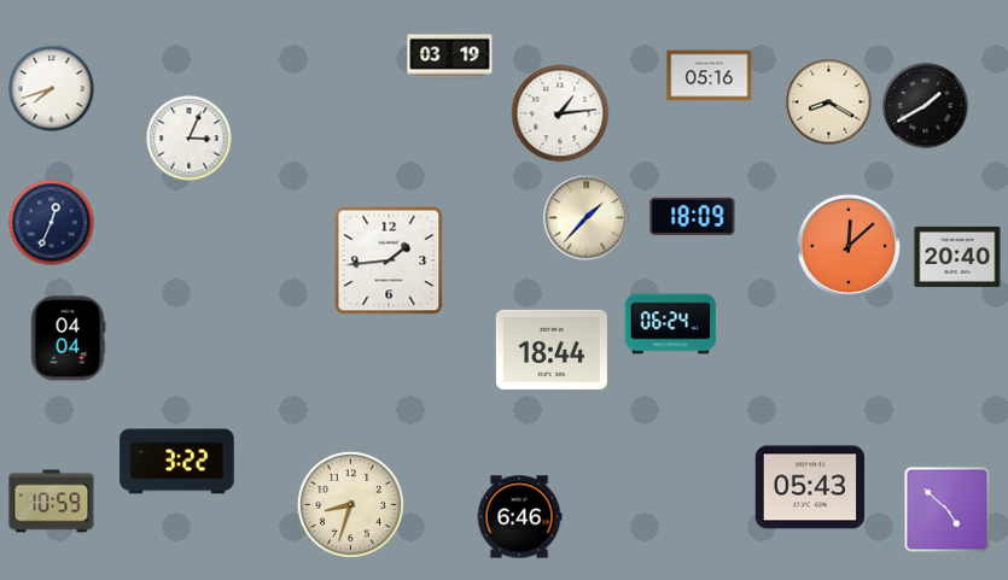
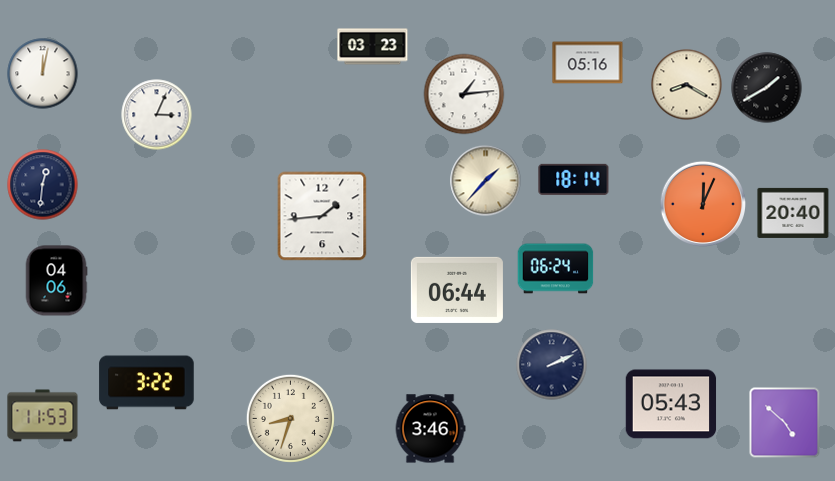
clock at (450, 57): 03:19 -> 03:23
clock at (52, 89): 7:42 -> 12:02
clock at (693, 216): 18:09 -> 18:14
clock at (52, 223): 12:34 -> 12:31
clock at (847, 245): 12:08 -> 12:04
clock at (68, 339): 04:04 -> 04:06
clock at (552, 350): 18:44 -> 06:44
clock at (552, 365): none -> 2:11
clock at (52, 502): 10:59 -> 11:53
clock at (519, 517): 6:46 -> 3:46
